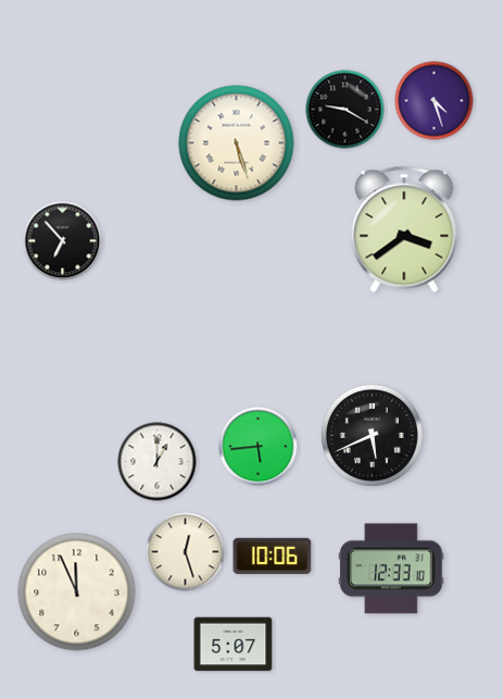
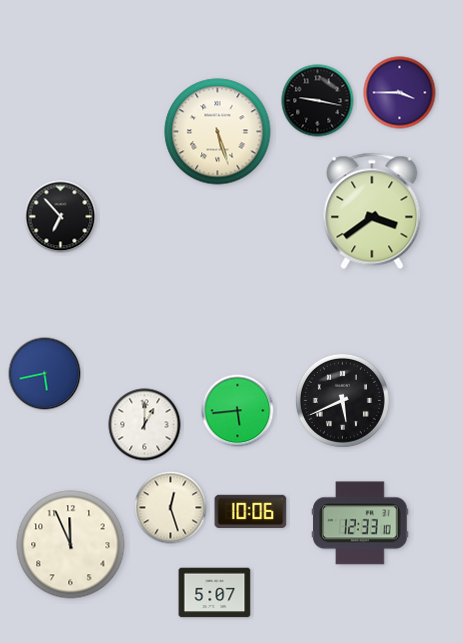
clock at (435, 101): 4:27 -> 3:45
clock at (345, 110): 9:20 -> 9:17
clock at (63, 241) position: (63, 241) -> (61, 217)
clock at (45, 374): none -> 5:43
